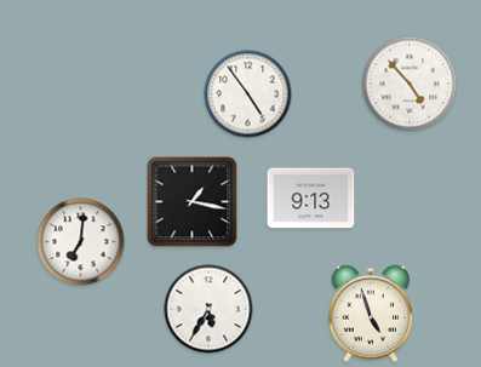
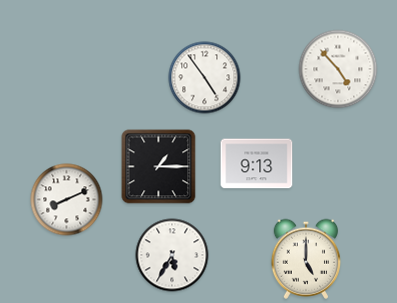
clock at (193, 202): 1:17 -> 1:15
clock at (81, 242): 7:01 -> 8:11
clock at (371, 314): 4:57 -> 5:00
